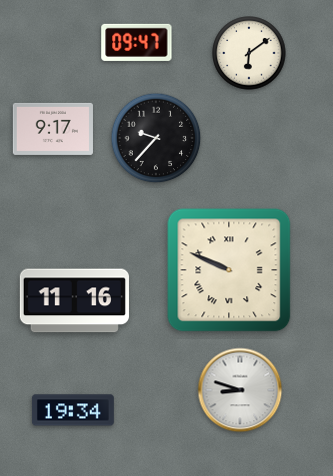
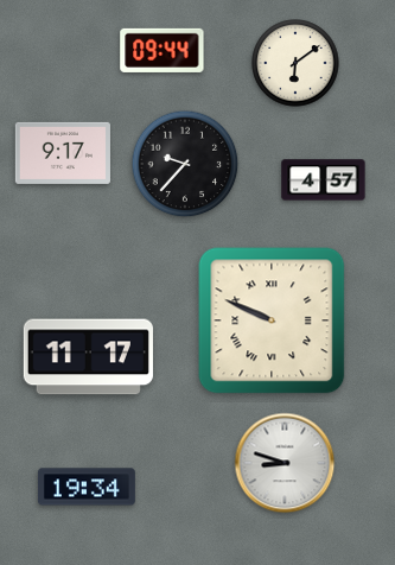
clock at (137, 42): 09:47 -> 09:44
clock at (324, 180): none -> 4:57
clock at (74, 301): 11:16 -> 11:17
